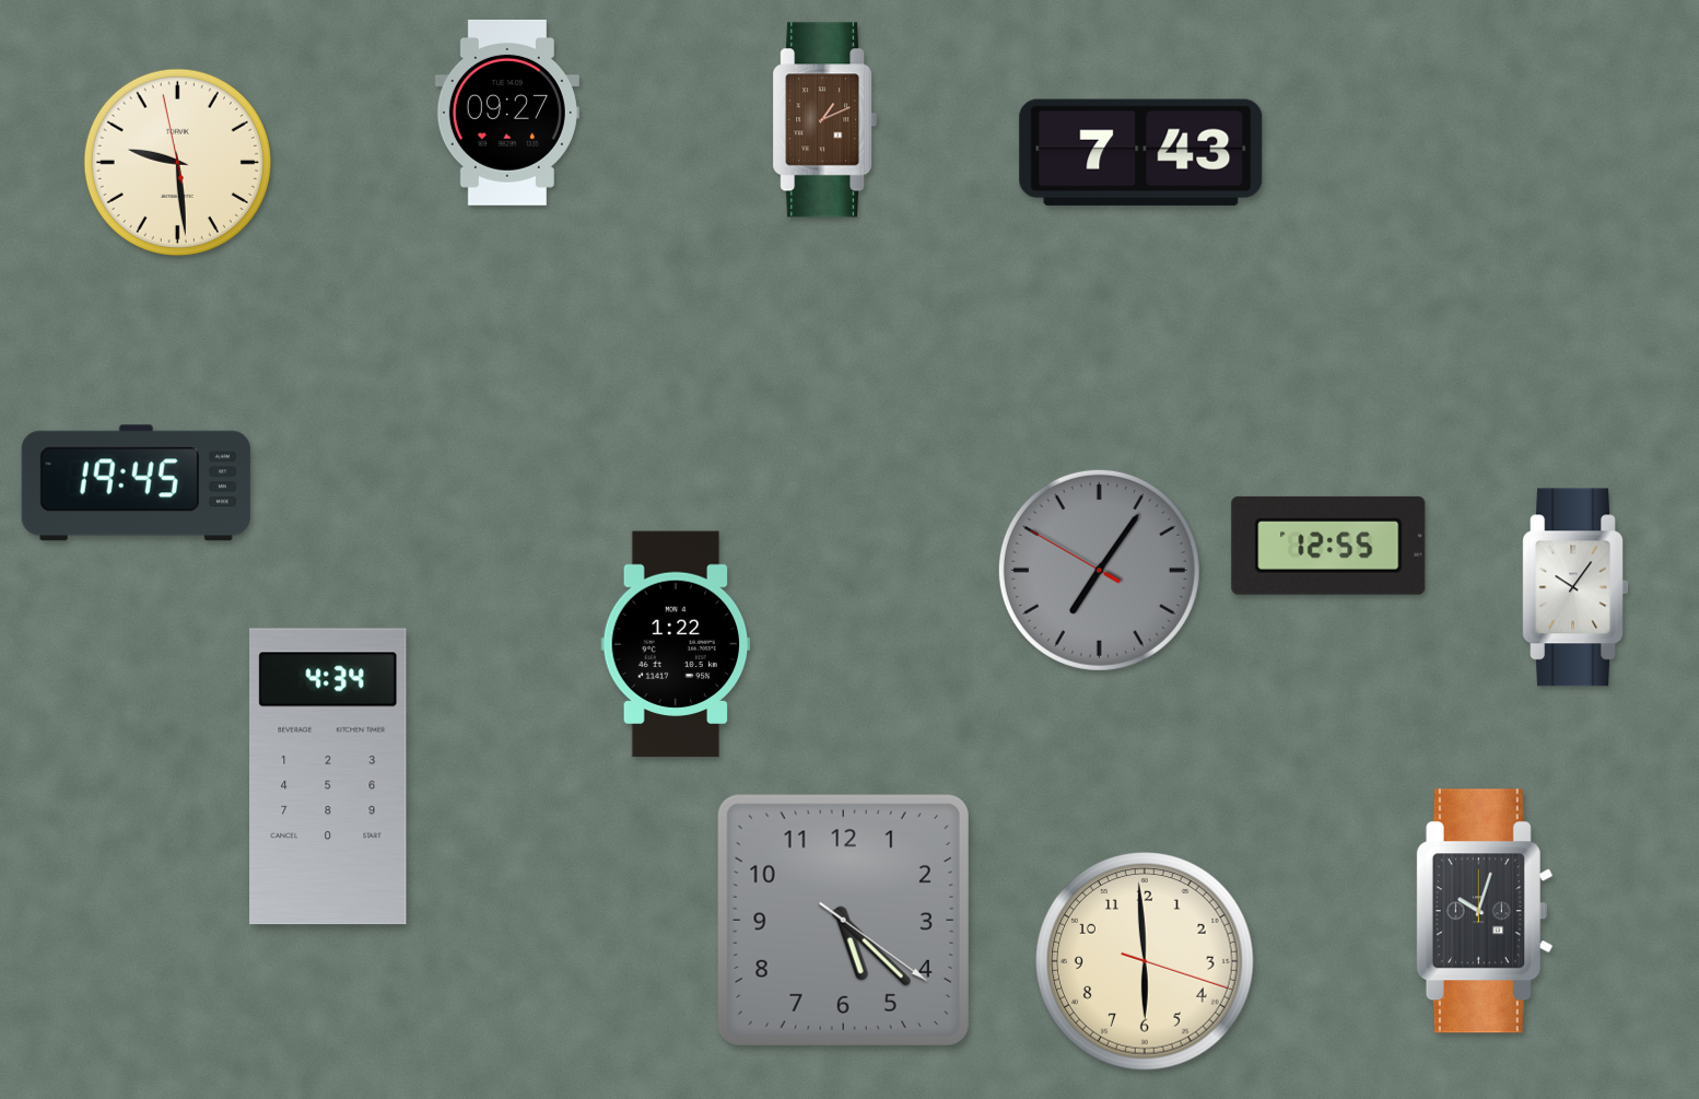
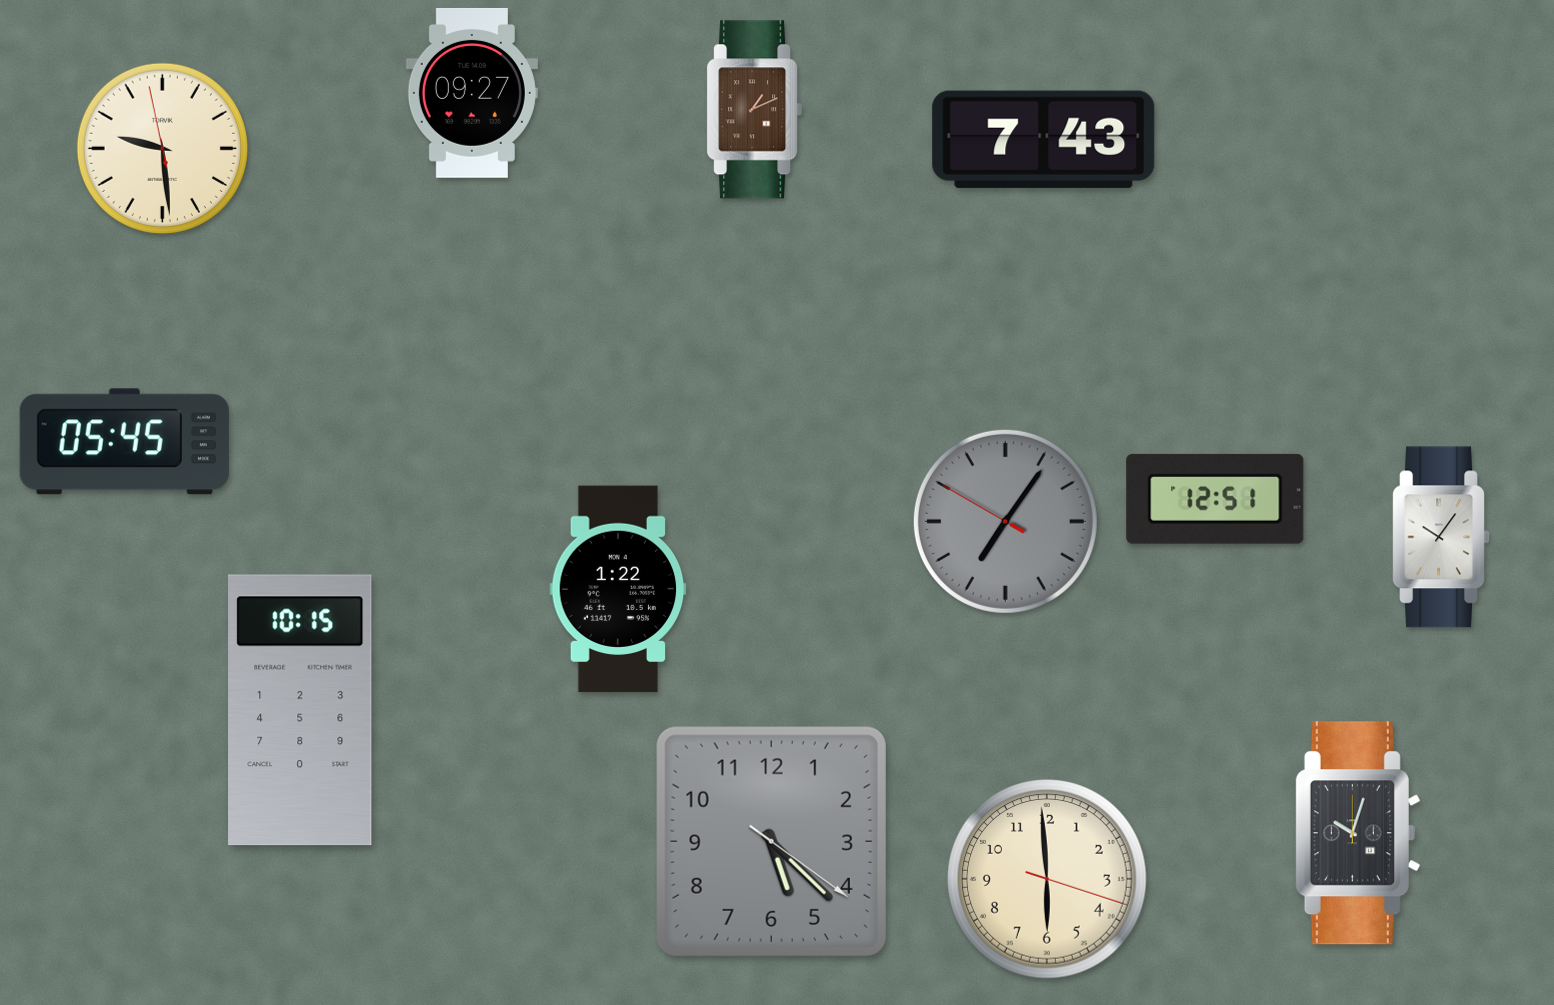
clock at (507, 113) position: (507, 113) -> (472, 93)
clock at (136, 483): 19:45 -> 05:45
clock at (1328, 546): 12:55 -> 12:51
clock at (328, 776): 4:34 -> 10:15
